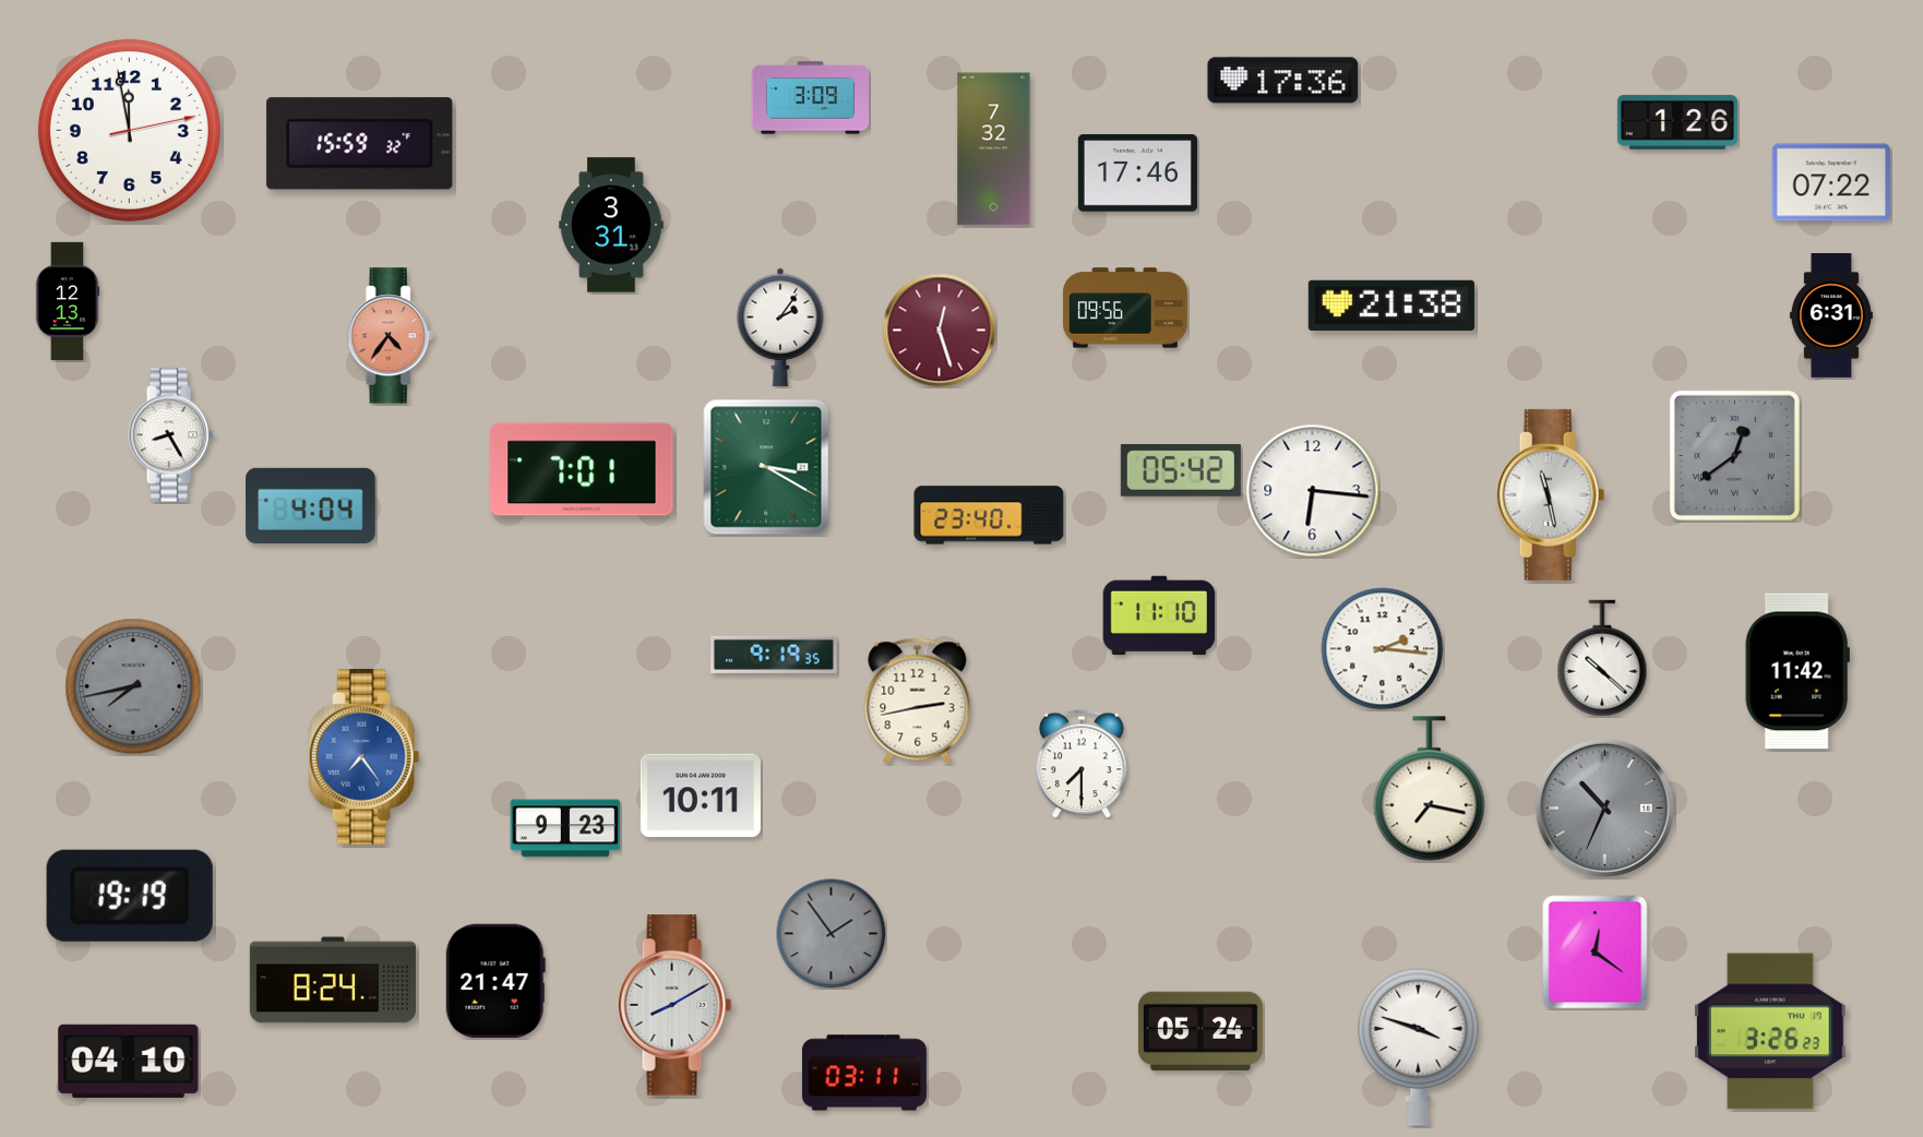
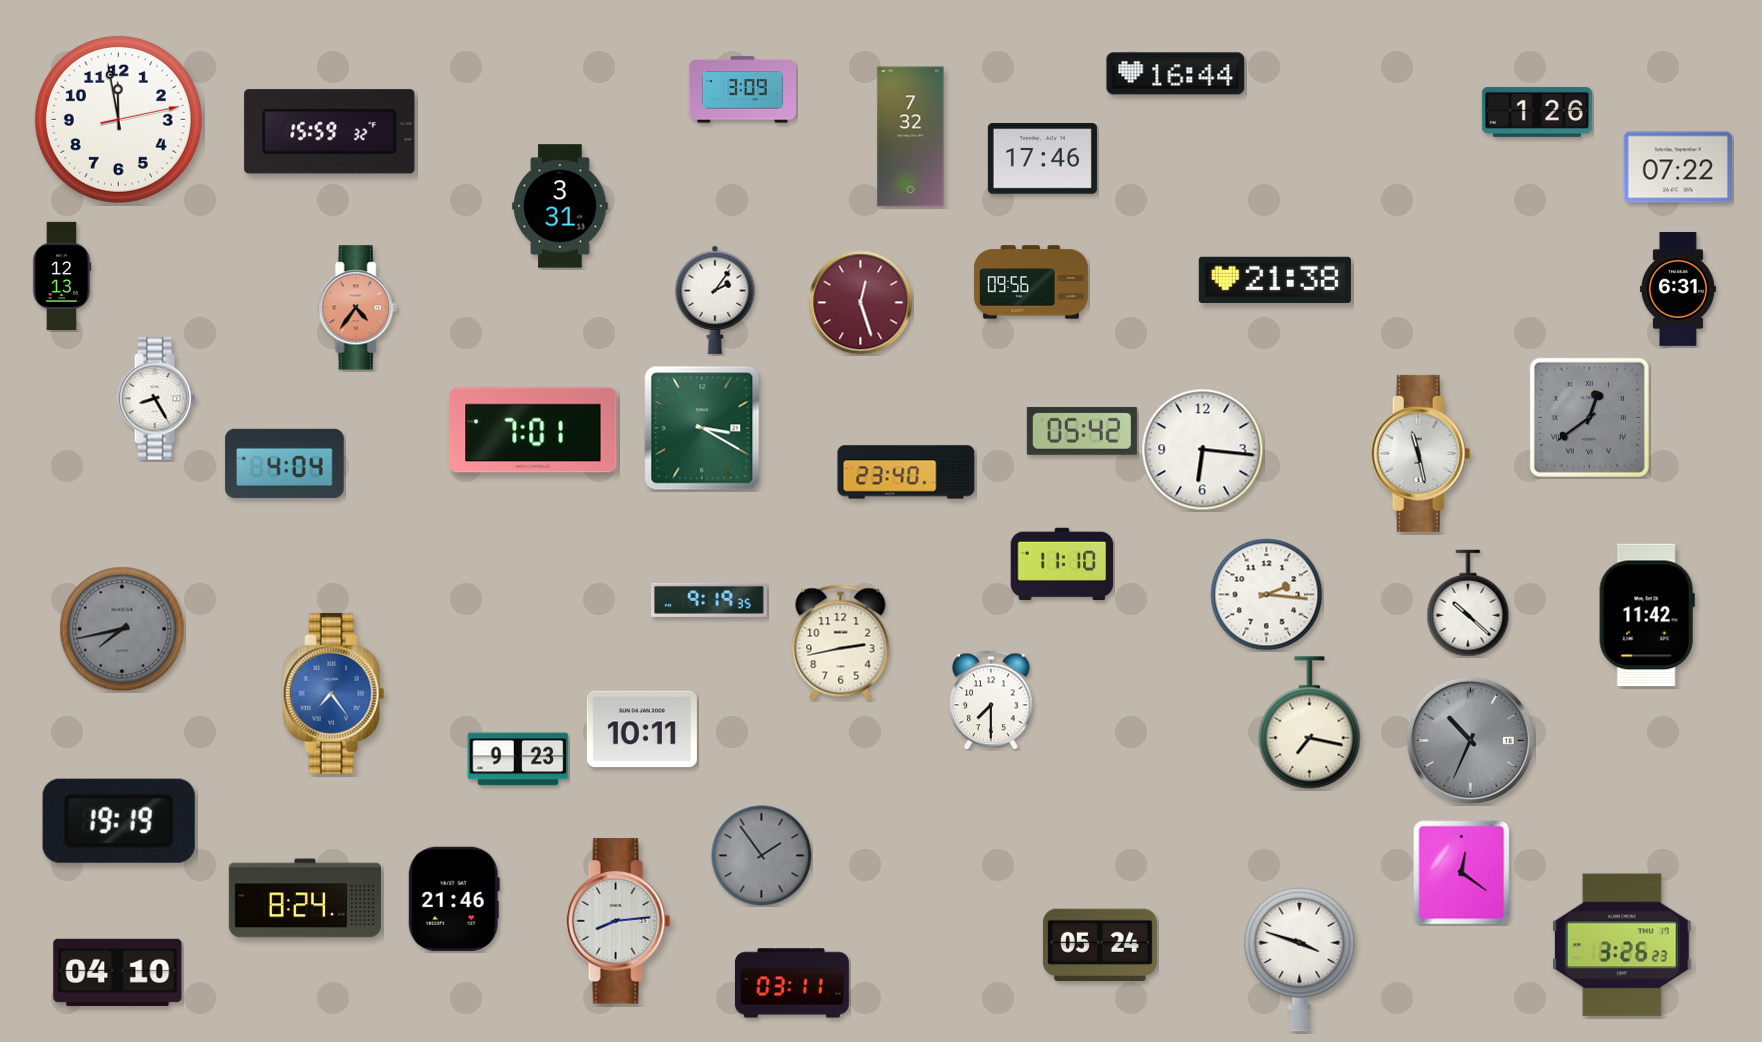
clock at (1283, 81): 17:36 -> 16:44
clock at (495, 981): 21:47 -> 21:46
clock at (674, 1005): 8:10 -> 8:14
